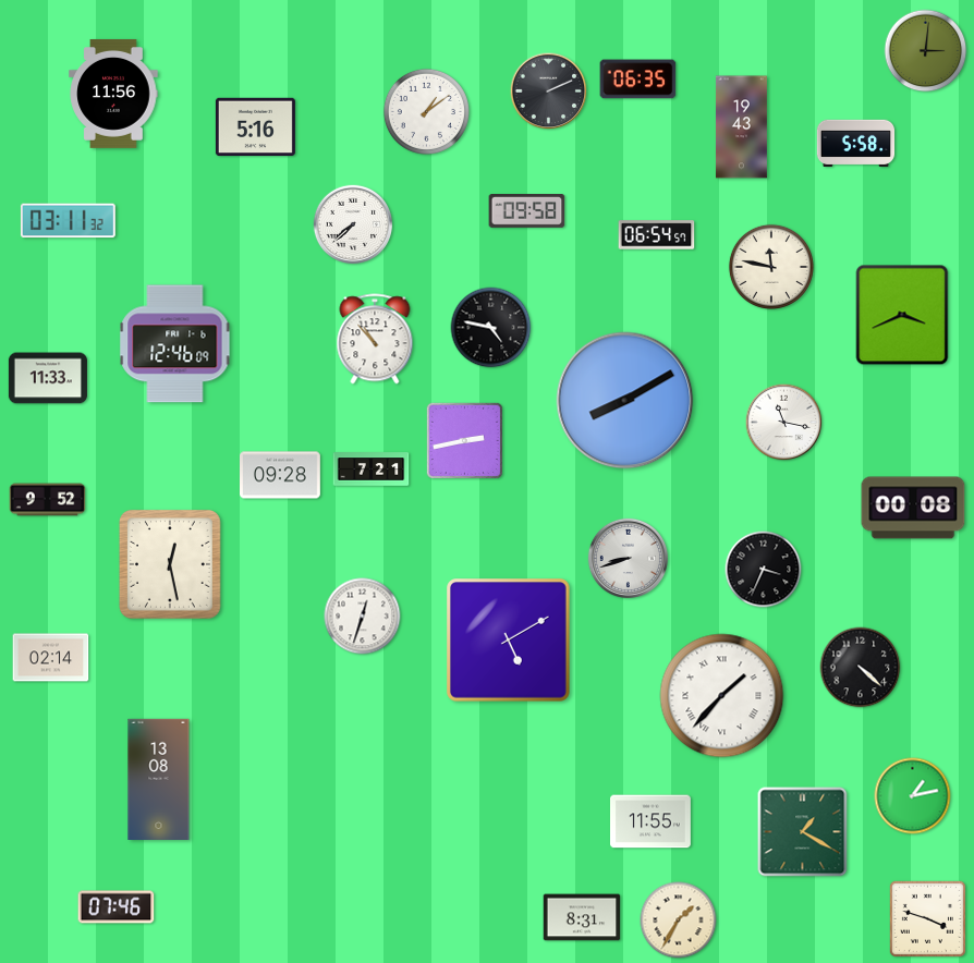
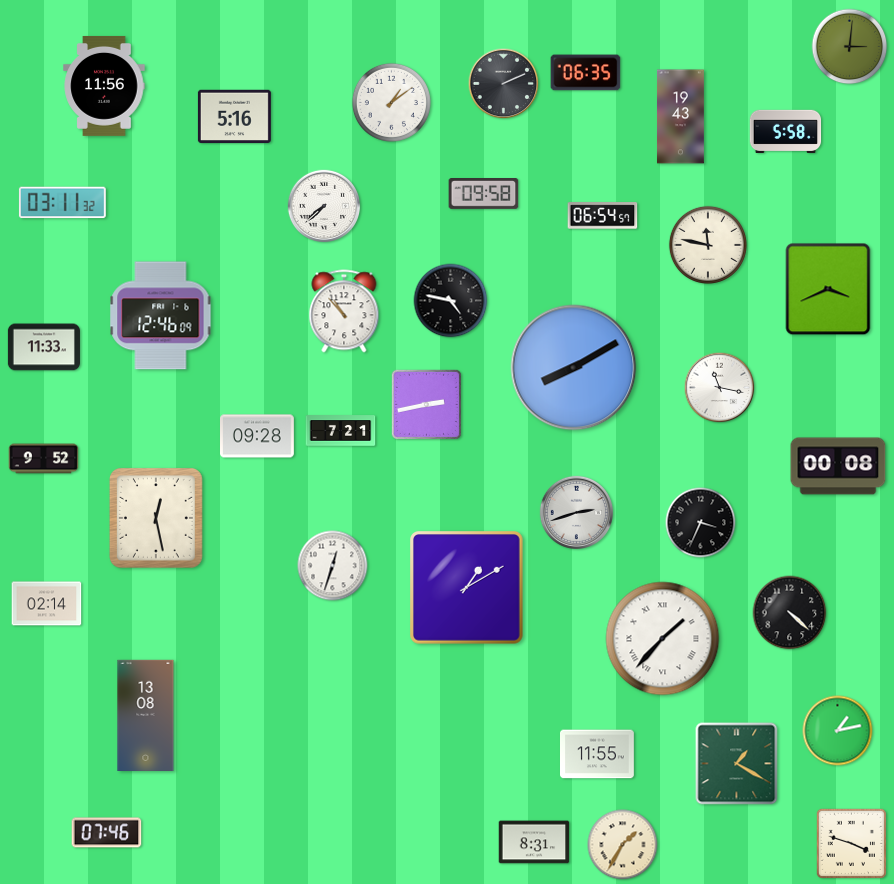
clock at (628, 558): 8:42 -> 2:42
clock at (509, 641): 5:10 -> 1:10
